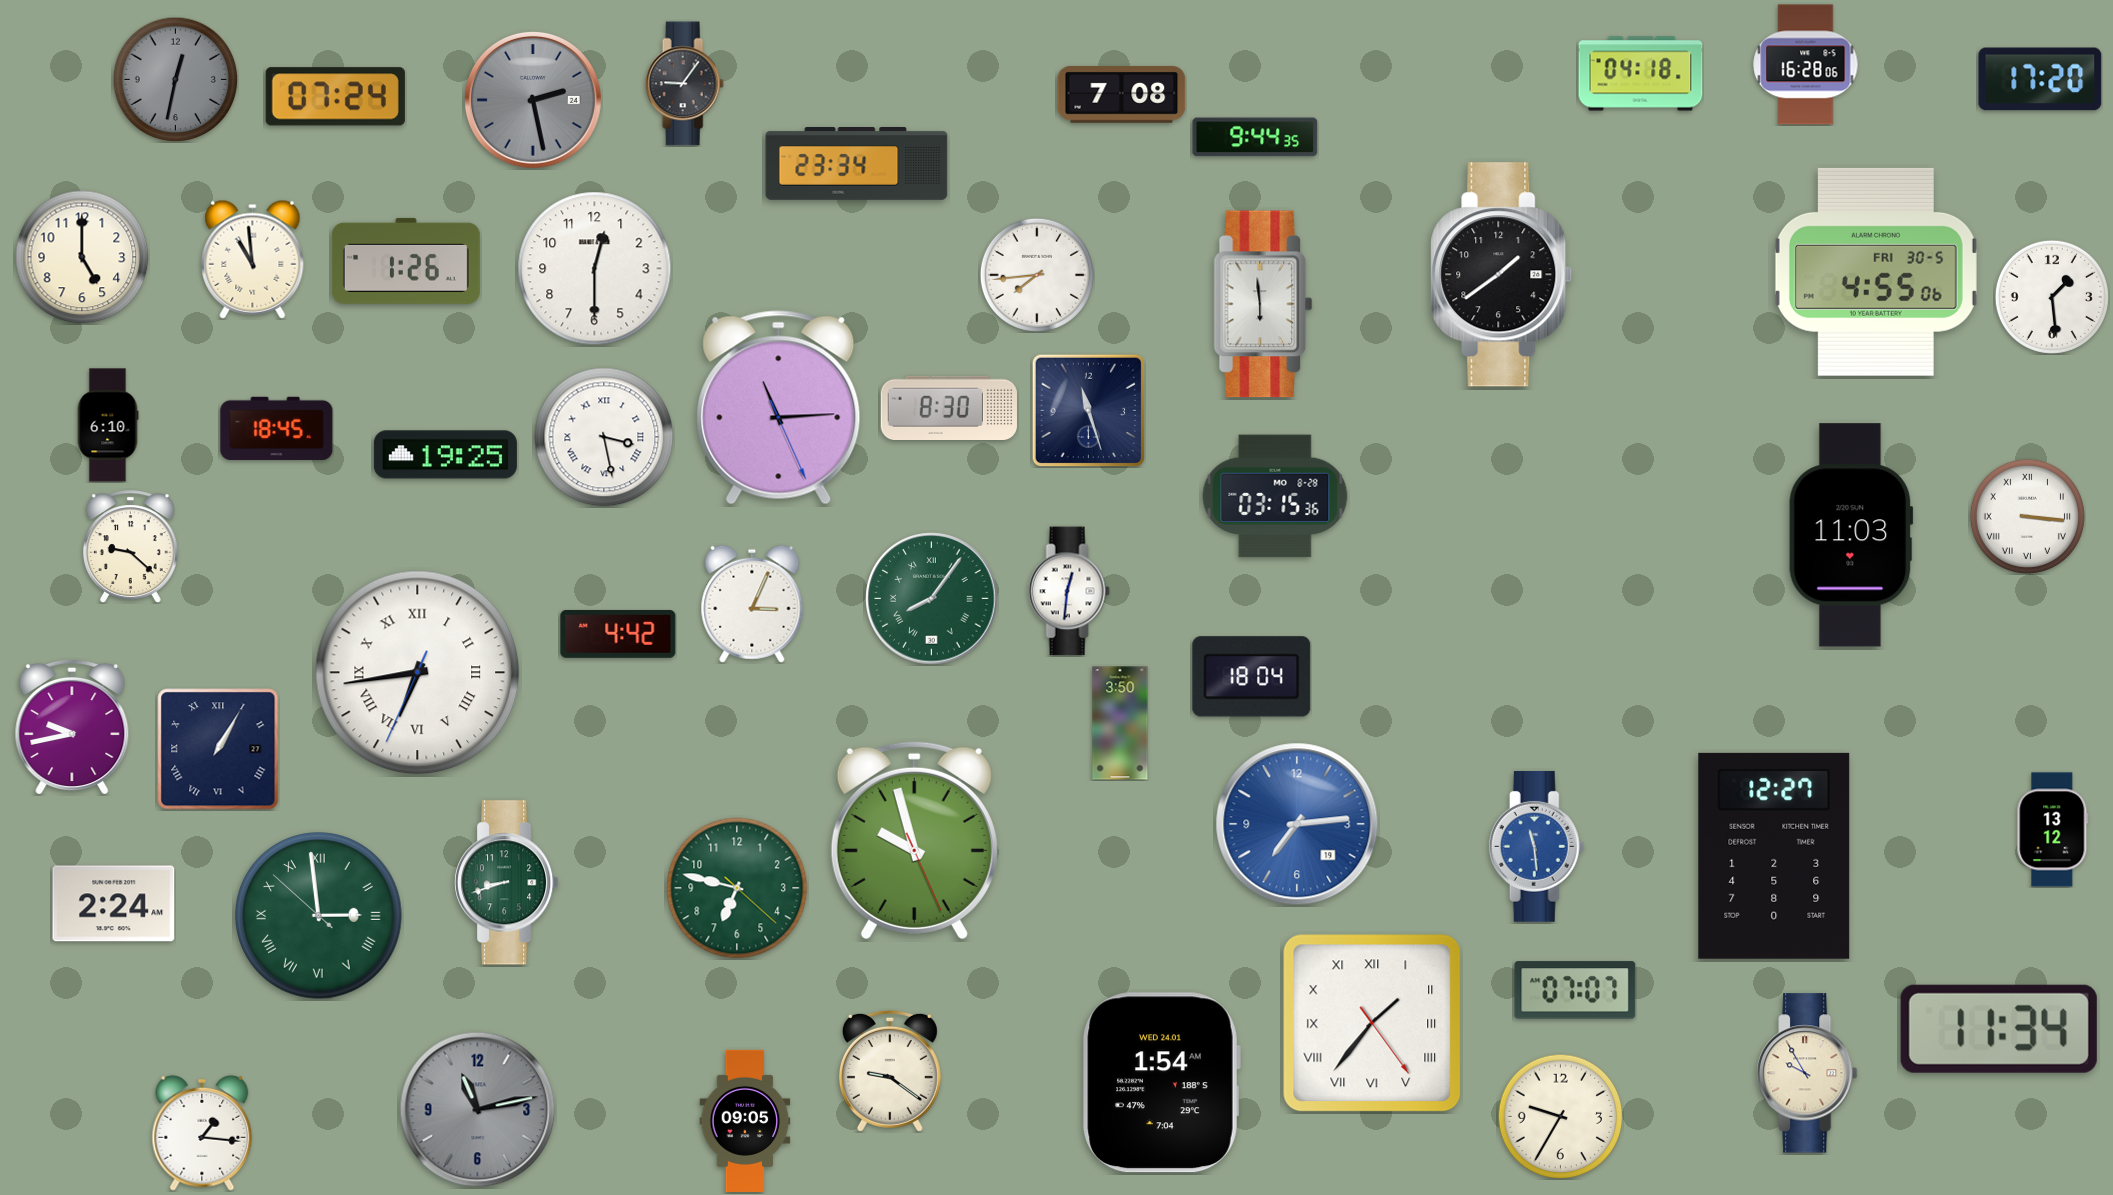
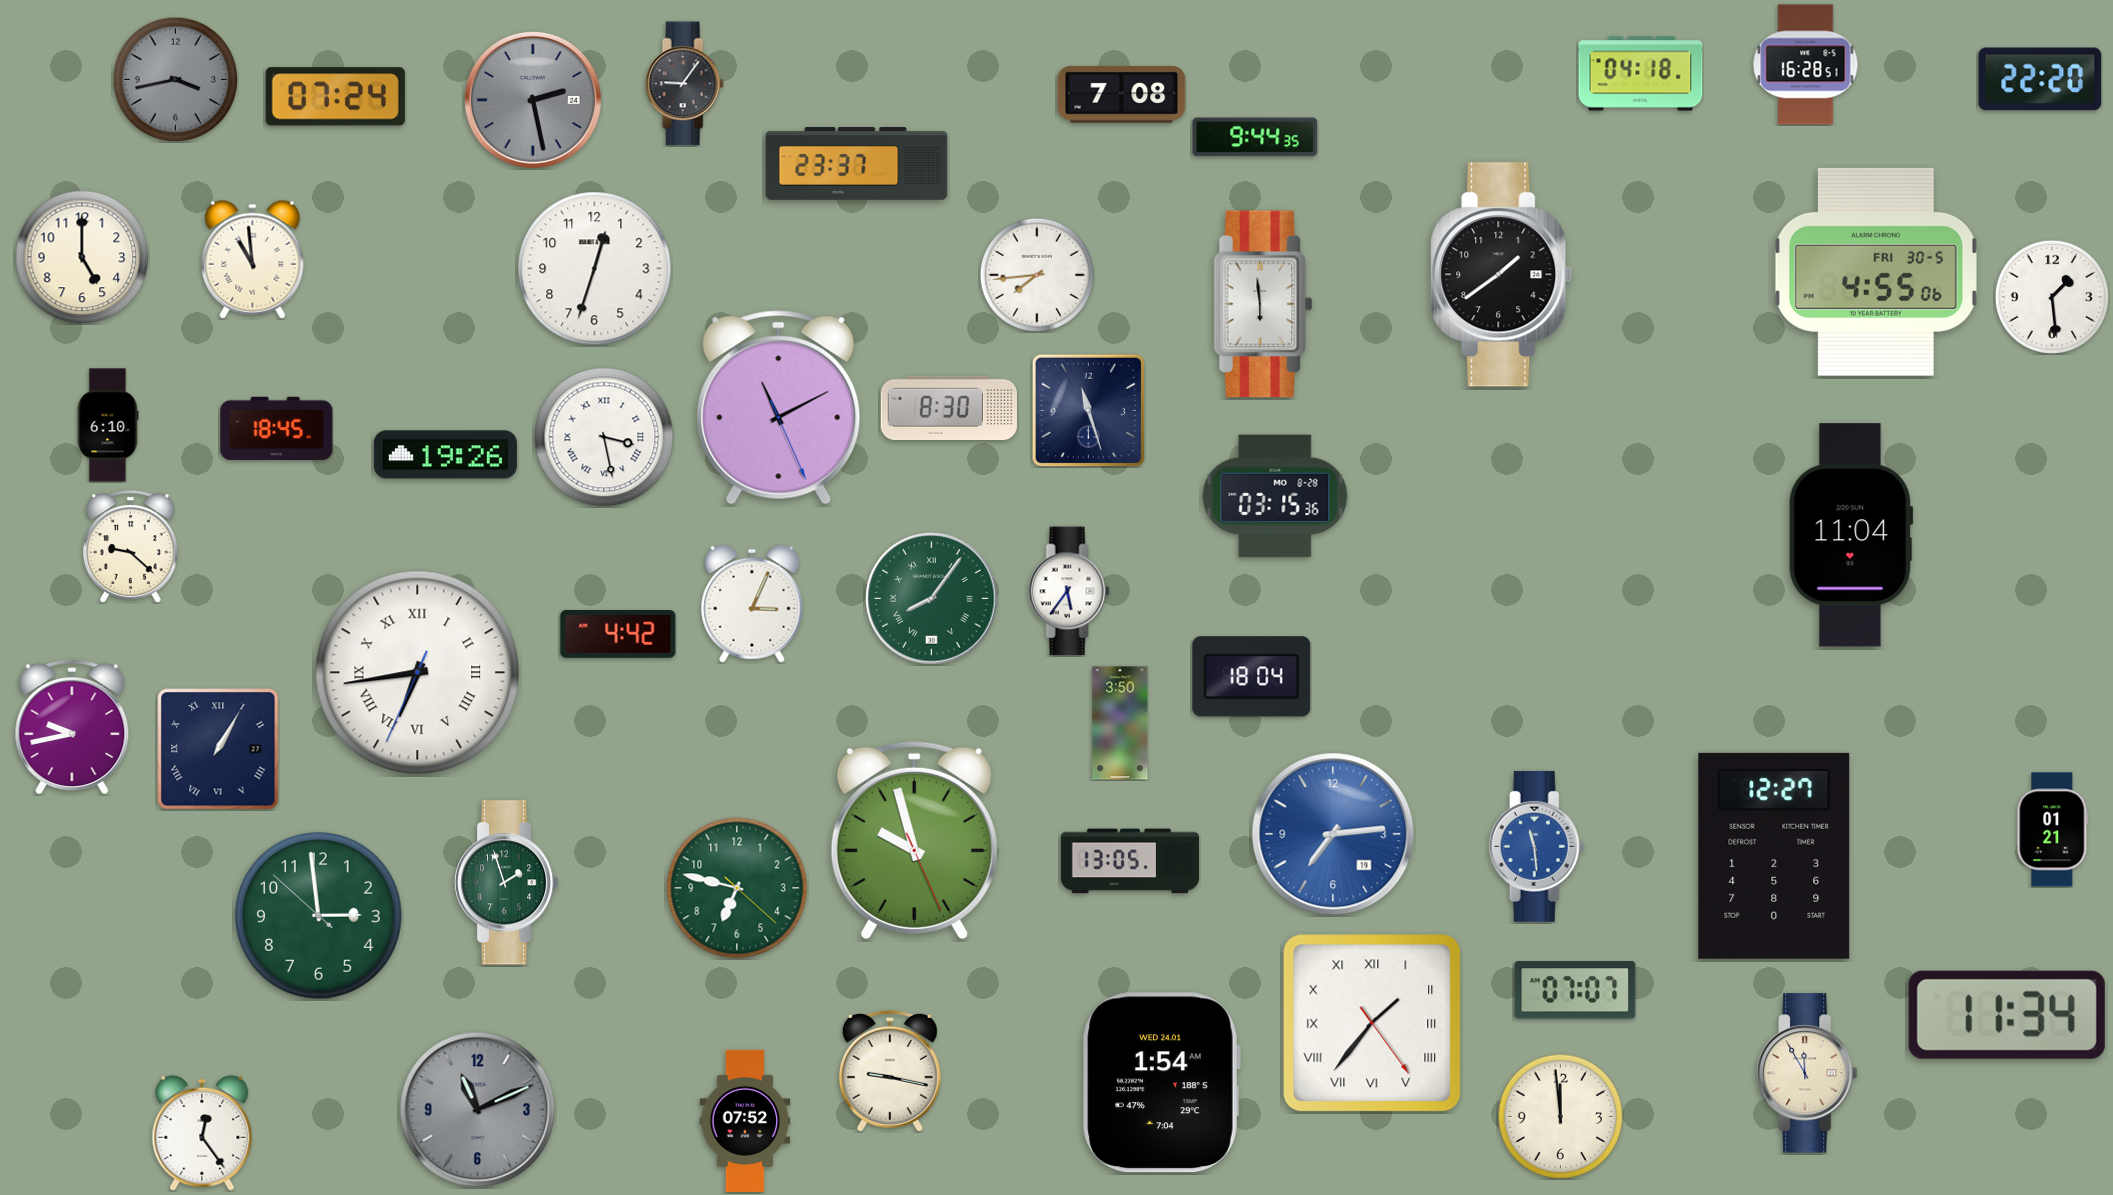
clock at (1806, 65): 16:28:06 -> 16:28:51
clock at (175, 79): 12:32 -> 3:43
clock at (2040, 79): 17:20 -> 22:20
clock at (857, 164): 23:34 -> 23:37
clock at (406, 261): 1:26 -> none
clock at (595, 269): 12:30 -> 12:33
clock at (779, 408): 11:14 -> 11:10
clock at (445, 455): 19:25 -> 19:26
clock at (2027, 516): 3:16 -> none
clock at (1851, 535): 11:03 -> 11:04
clock at (1069, 591): 12:31 -> 5:36
clock at (1297, 824) position: (1297, 824) -> (1333, 834)
clock at (2053, 830): 13:12 -> 01:21
clock at (1129, 861): none -> 13:05
clock at (507, 883): 8:42 -> 1:57
clock at (114, 904): 2:24 -> none
clock at (319, 916) numerals: Roman -> Arabic
clock at (1999, 1029) position: (1999, 1029) -> (2007, 1015)
clock at (890, 1071): 9:21 -> 9:17
clock at (1807, 1073): 9:55 -> 11:55
clock at (478, 1110): 11:13 -> 11:11
clock at (1560, 1116): 9:35 -> 11:59
clock at (745, 1121): 09:05 -> 07:52
clock at (202, 1133): 1:16 -> 12:24
